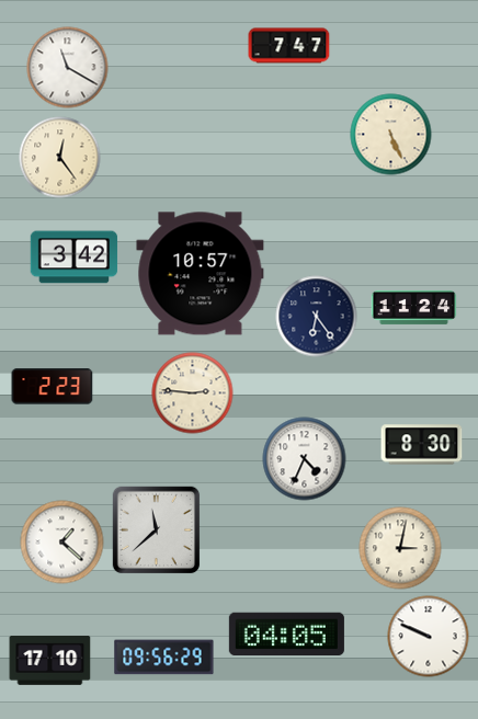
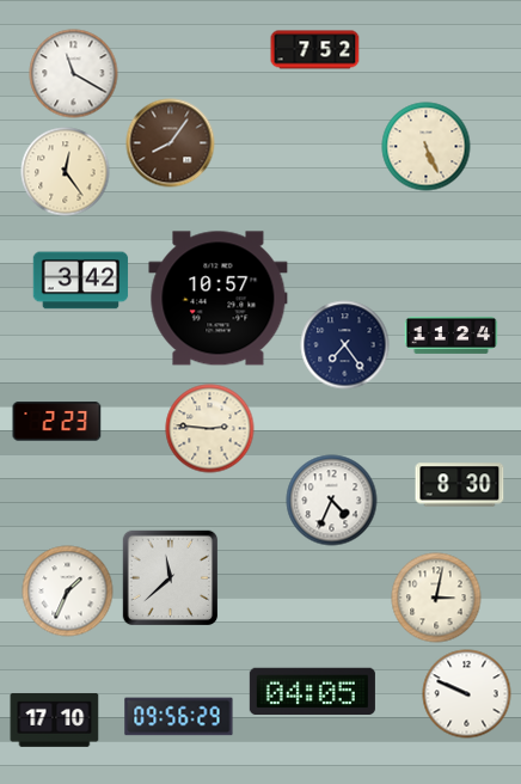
clock at (289, 46): 7:47 -> 7:52
clock at (171, 143): none -> 8:06
clock at (317, 317): 6:24 -> 7:24
clock at (62, 543): 1:22 -> 1:34
